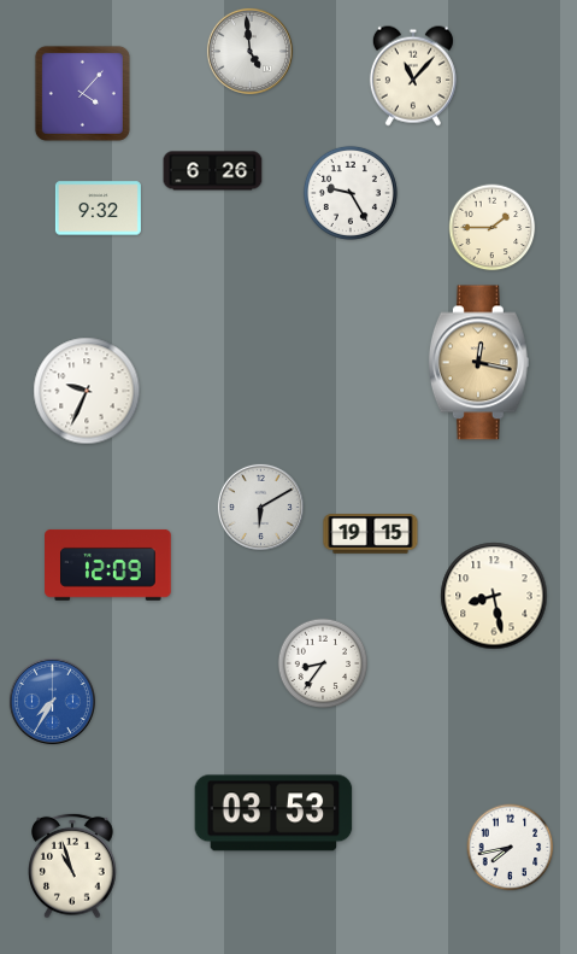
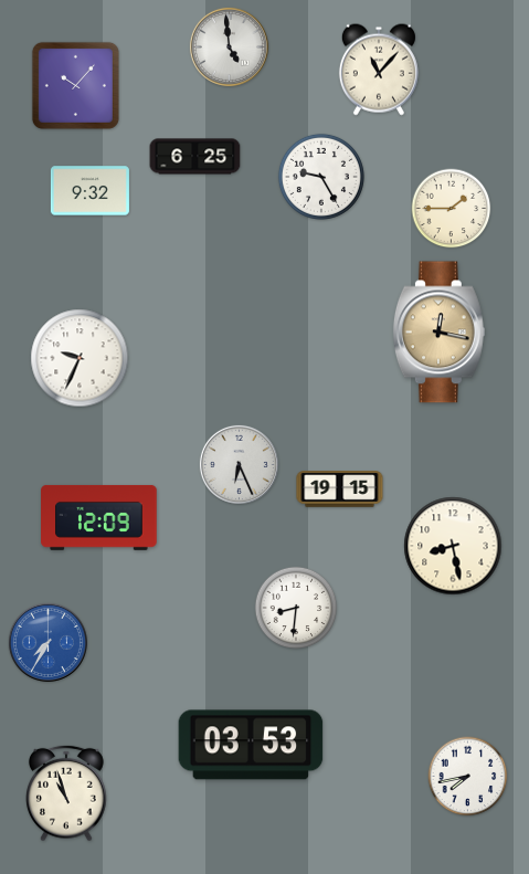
clock at (82, 93): 4:07 -> 10:07
clock at (213, 171): 6:26 -> 6:25
clock at (260, 507): 6:10 -> 6:26
clock at (323, 663): 8:36 -> 8:31
